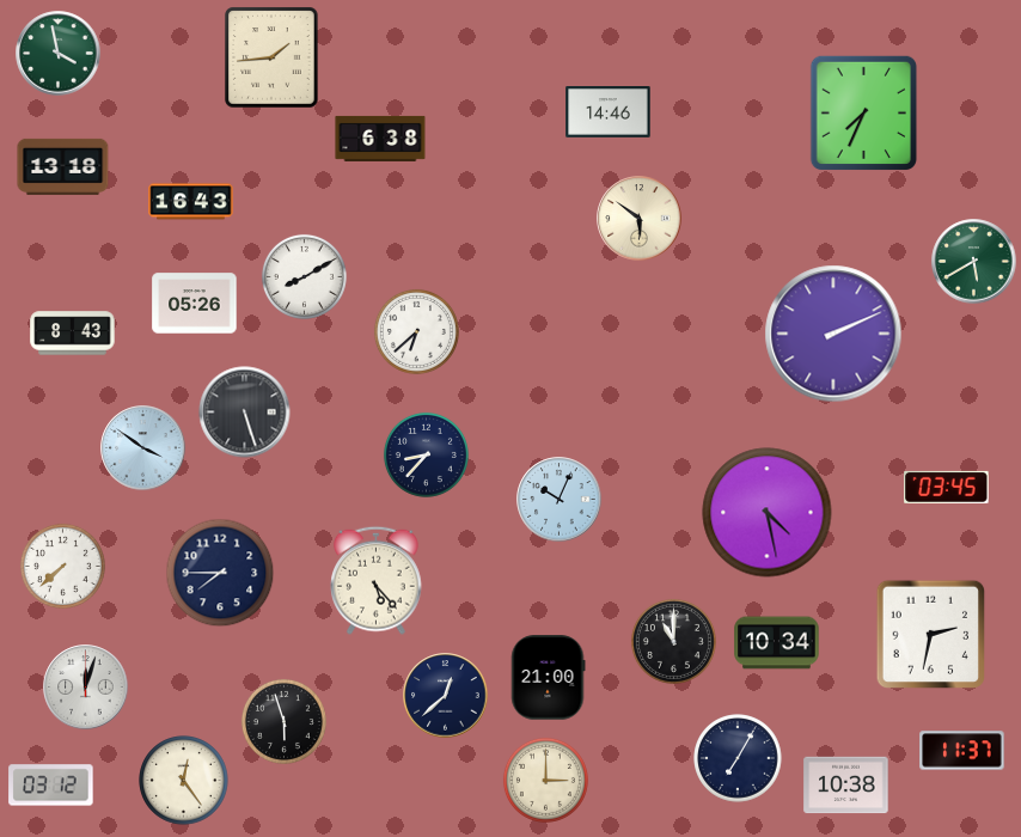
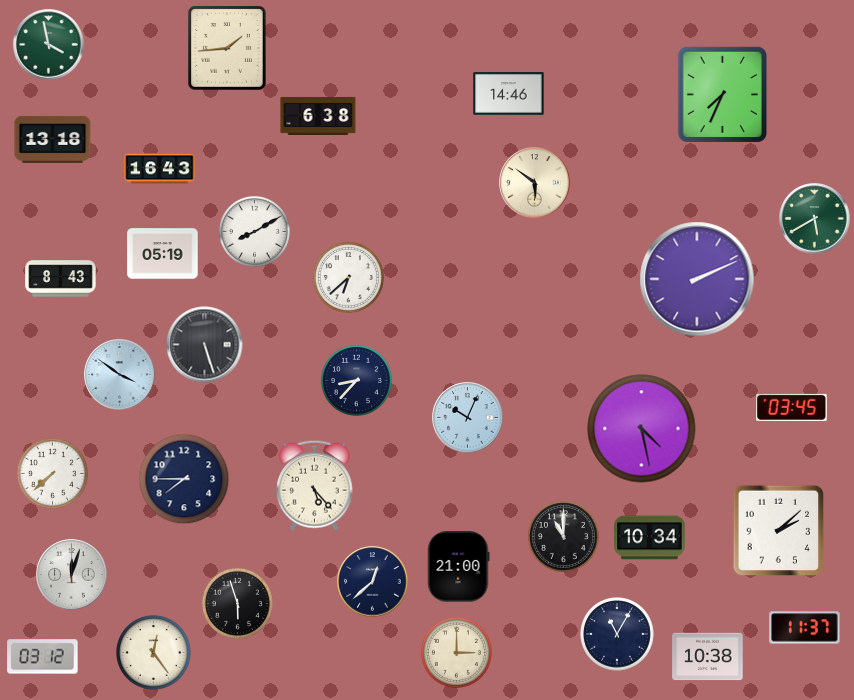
clock at (195, 304): 05:26 -> 05:19
clock at (931, 635): 2:32 -> 2:08
clock at (738, 758): 7:05 -> 11:05
